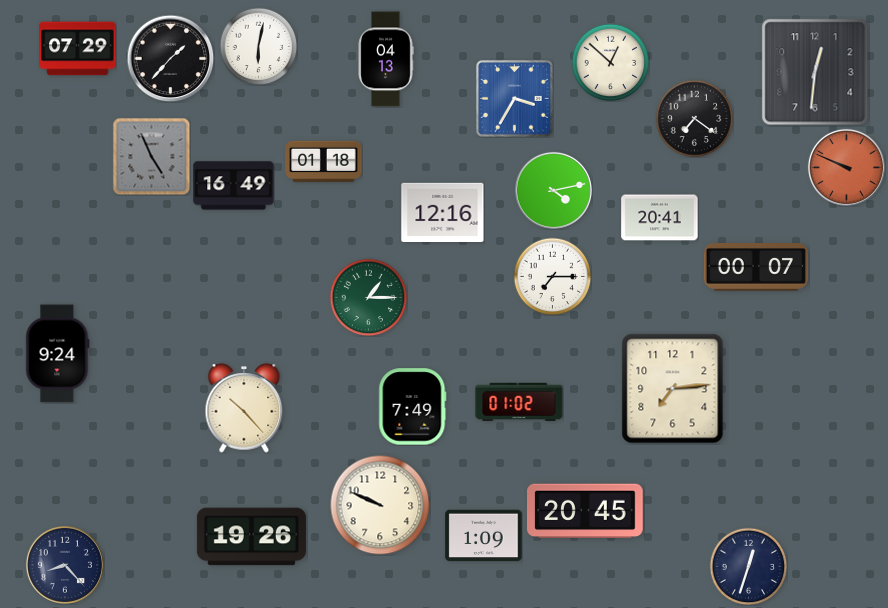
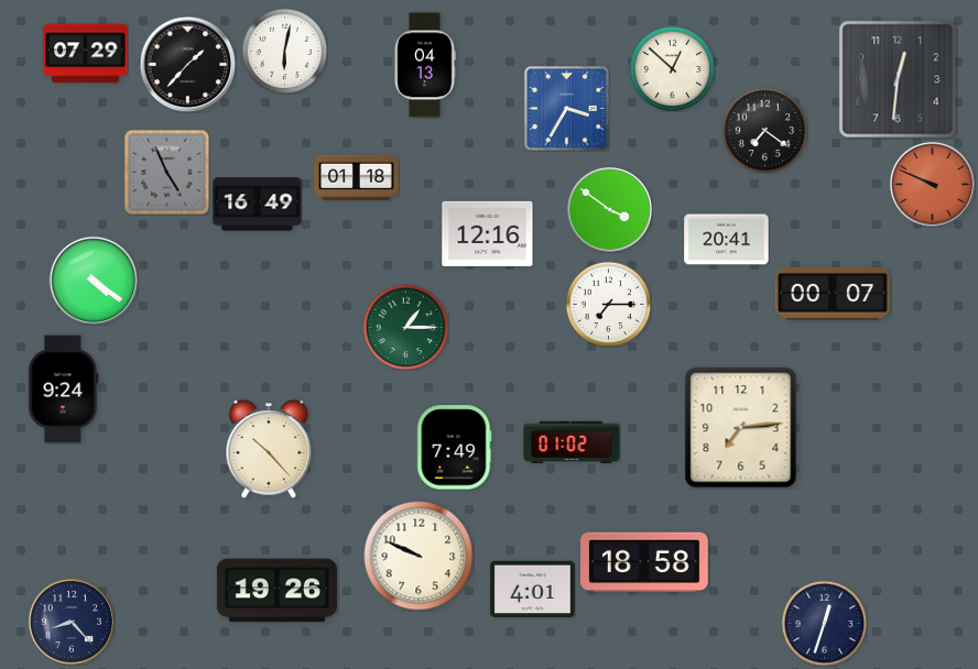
clock at (553, 190): 4:13 -> 3:51
clock at (94, 281): none -> 4:21
clock at (586, 511): 20:45 -> 18:58
clock at (484, 536): 1:09 -> 4:01
